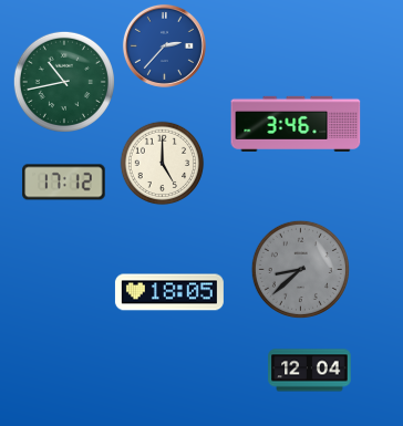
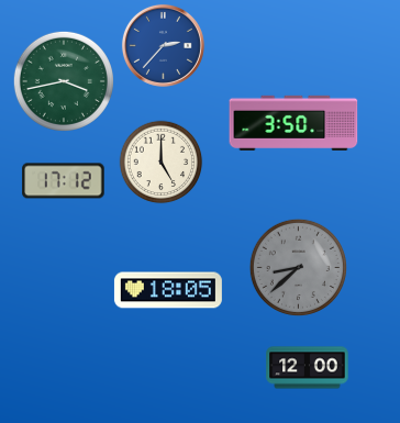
clock at (64, 82): 10:43 -> 3:43
clock at (296, 124): 3:46 -> 3:50
clock at (310, 371): 12:04 -> 12:00
